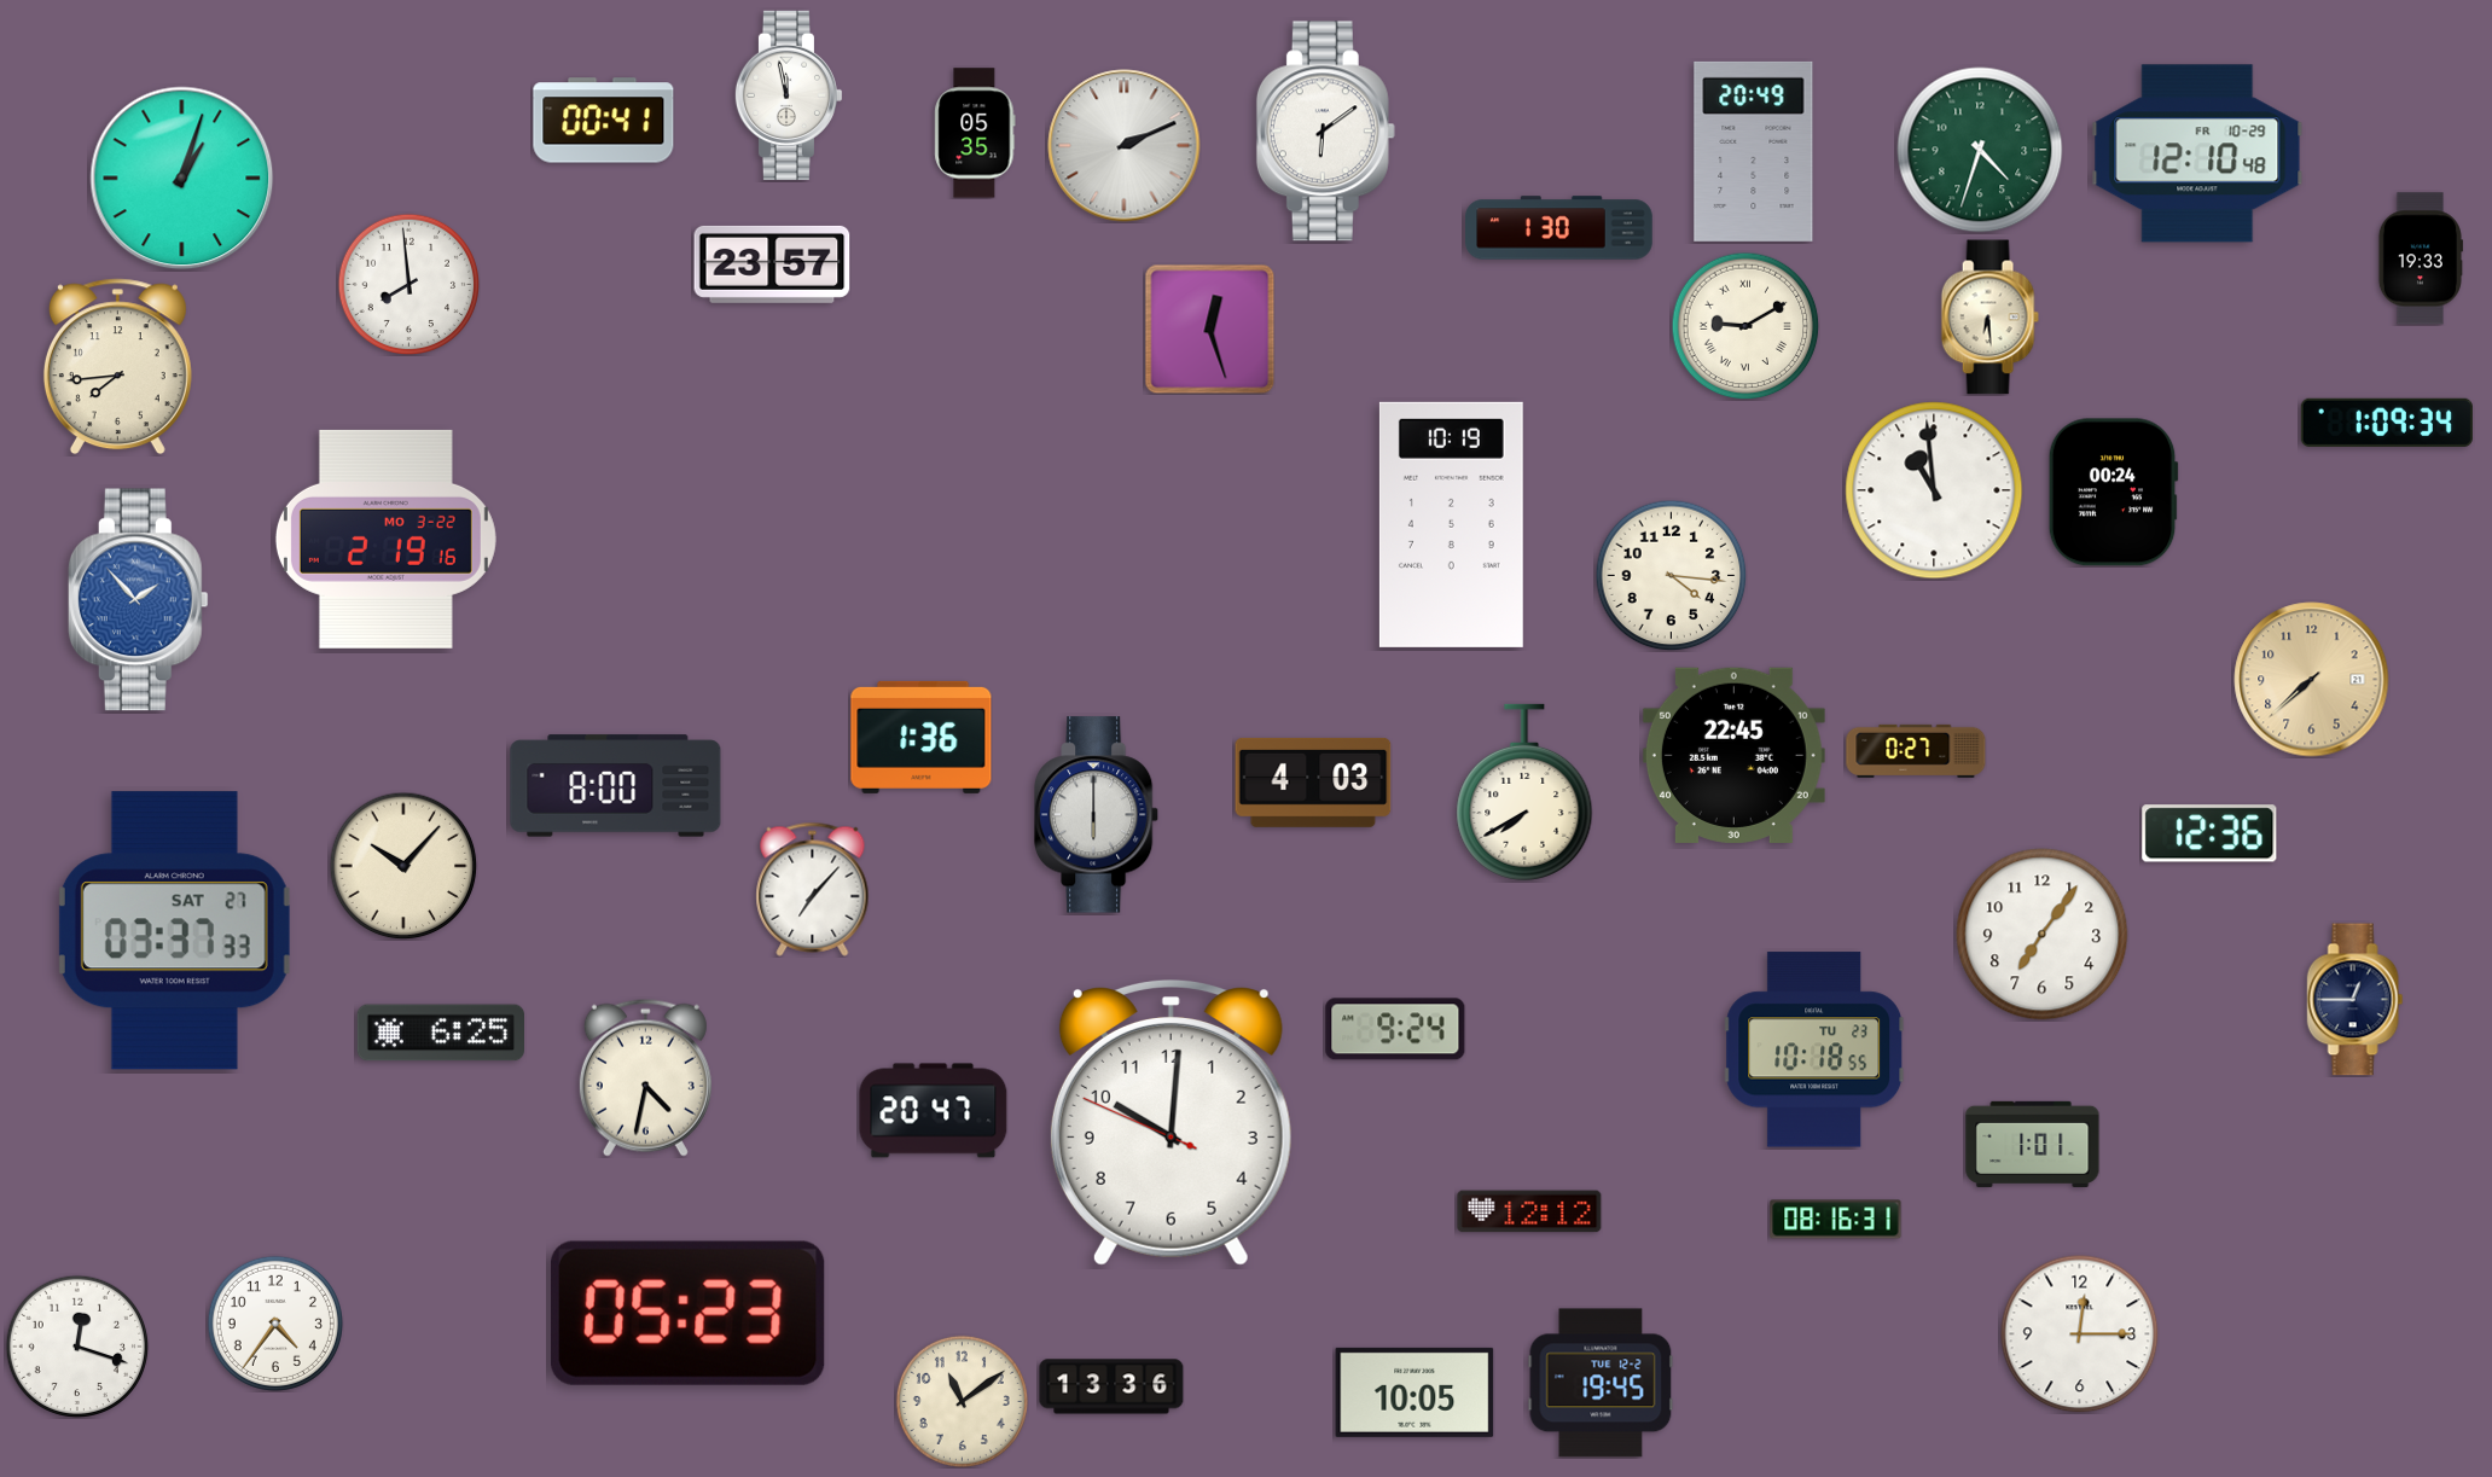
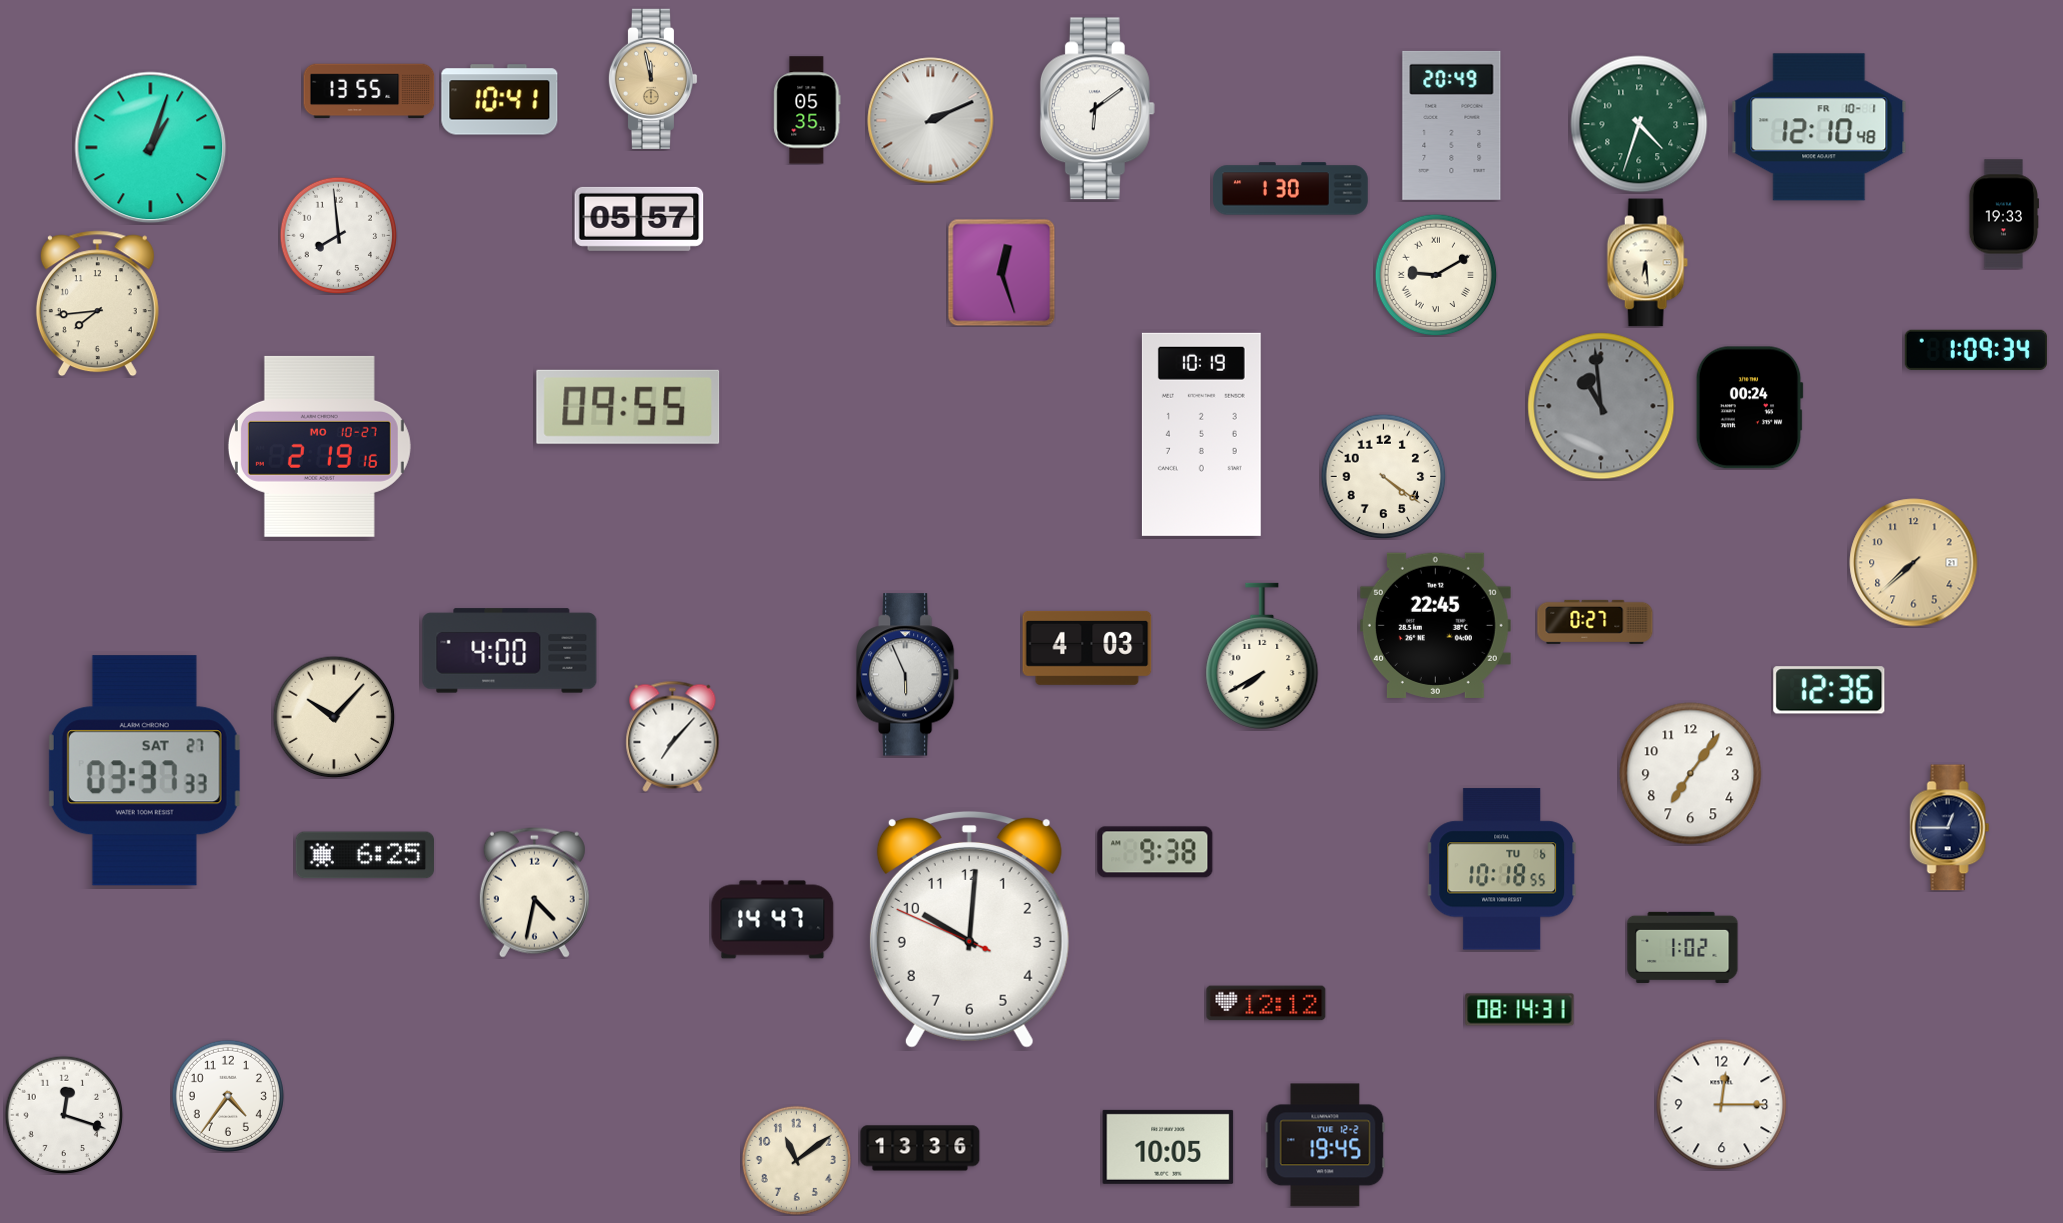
clock at (789, 95) dial: white -> champagne
clock at (369, 91): none -> 13:55
clock at (604, 121): 00:41 -> 10:41
clock at (2197, 153) date: FR 10-29 -> FR 10-1
clock at (772, 264): 23:57 -> 05:57
clock at (1745, 326) position: (1745, 326) -> (1436, 275)
clock at (1934, 490) dial: white -> grey
clock at (628, 407): none -> 09:55
clock at (385, 539) date: MO 3-22 -> MO 10-27
clock at (1671, 575): 4:16 -> 4:21
clock at (138, 600): 1:53 -> none
clock at (922, 737): 1:36 -> none
clock at (1916, 751) position: (1916, 751) -> (1595, 622)
clock at (616, 786): 8:00 -> 4:00
clock at (1097, 815): 6:00 -> 5:56
clock at (1395, 1029): 9:24 -> 9:38
clock at (1814, 1049) date: TU 23 -> TU 6
clock at (934, 1111): 20:47 -> 14:47
clock at (2033, 1144): 1:01 -> 1:02
clock at (1836, 1220): 08:16 -> 08:14
clock at (687, 1313): 05:23 -> none
clock at (1415, 1392) position: (1415, 1392) -> (1168, 1147)
